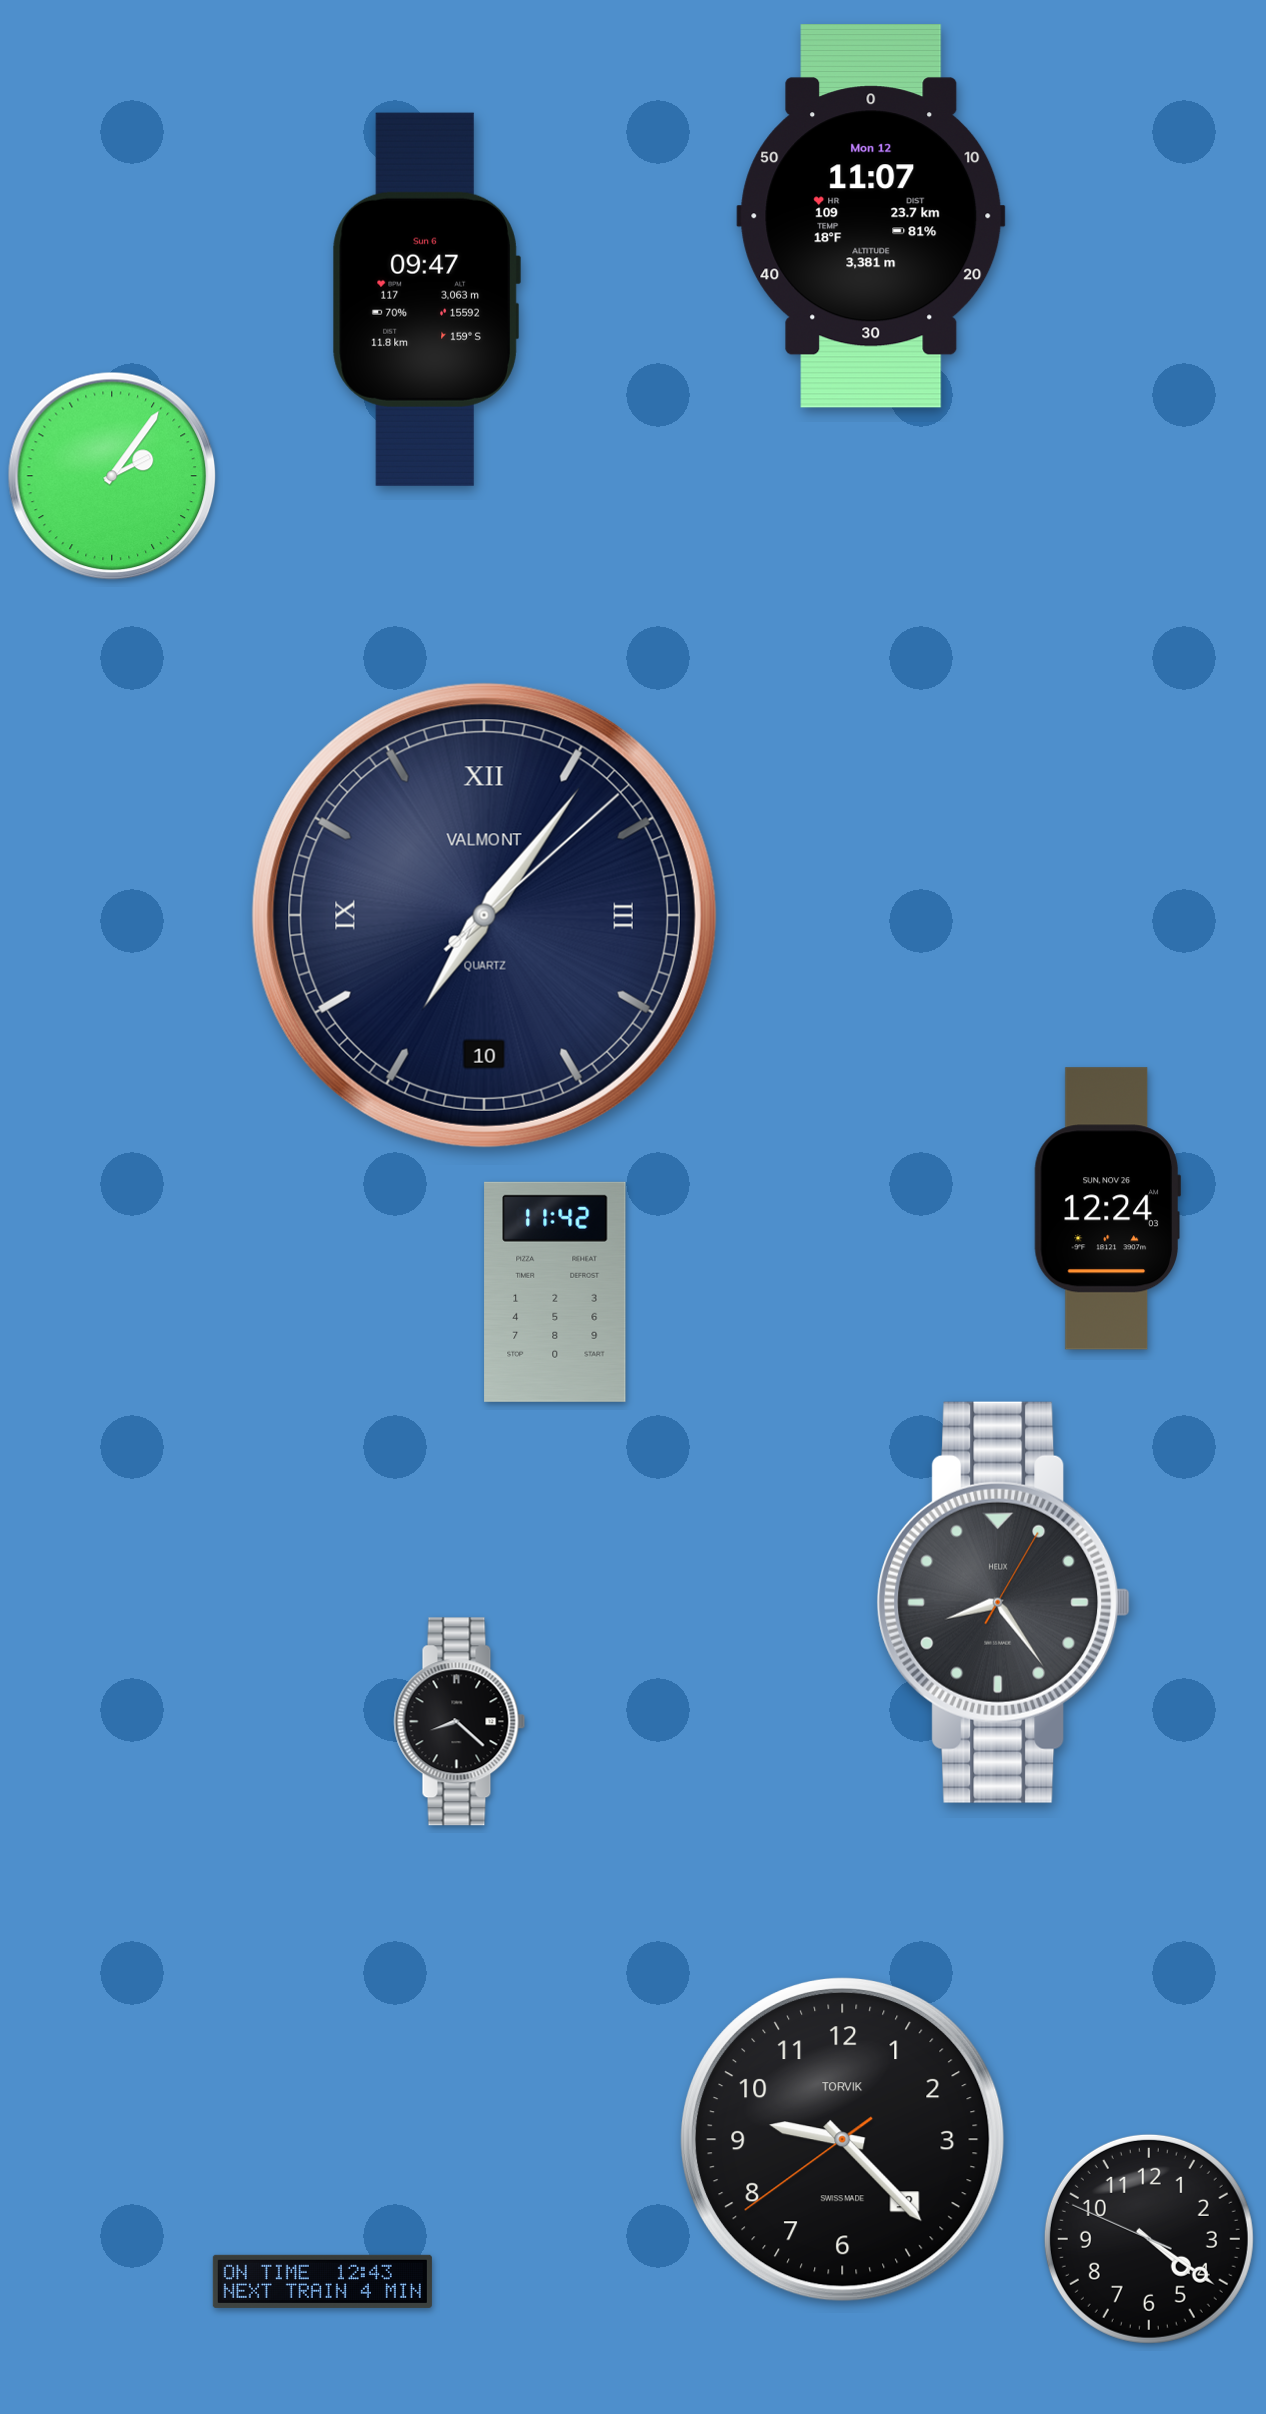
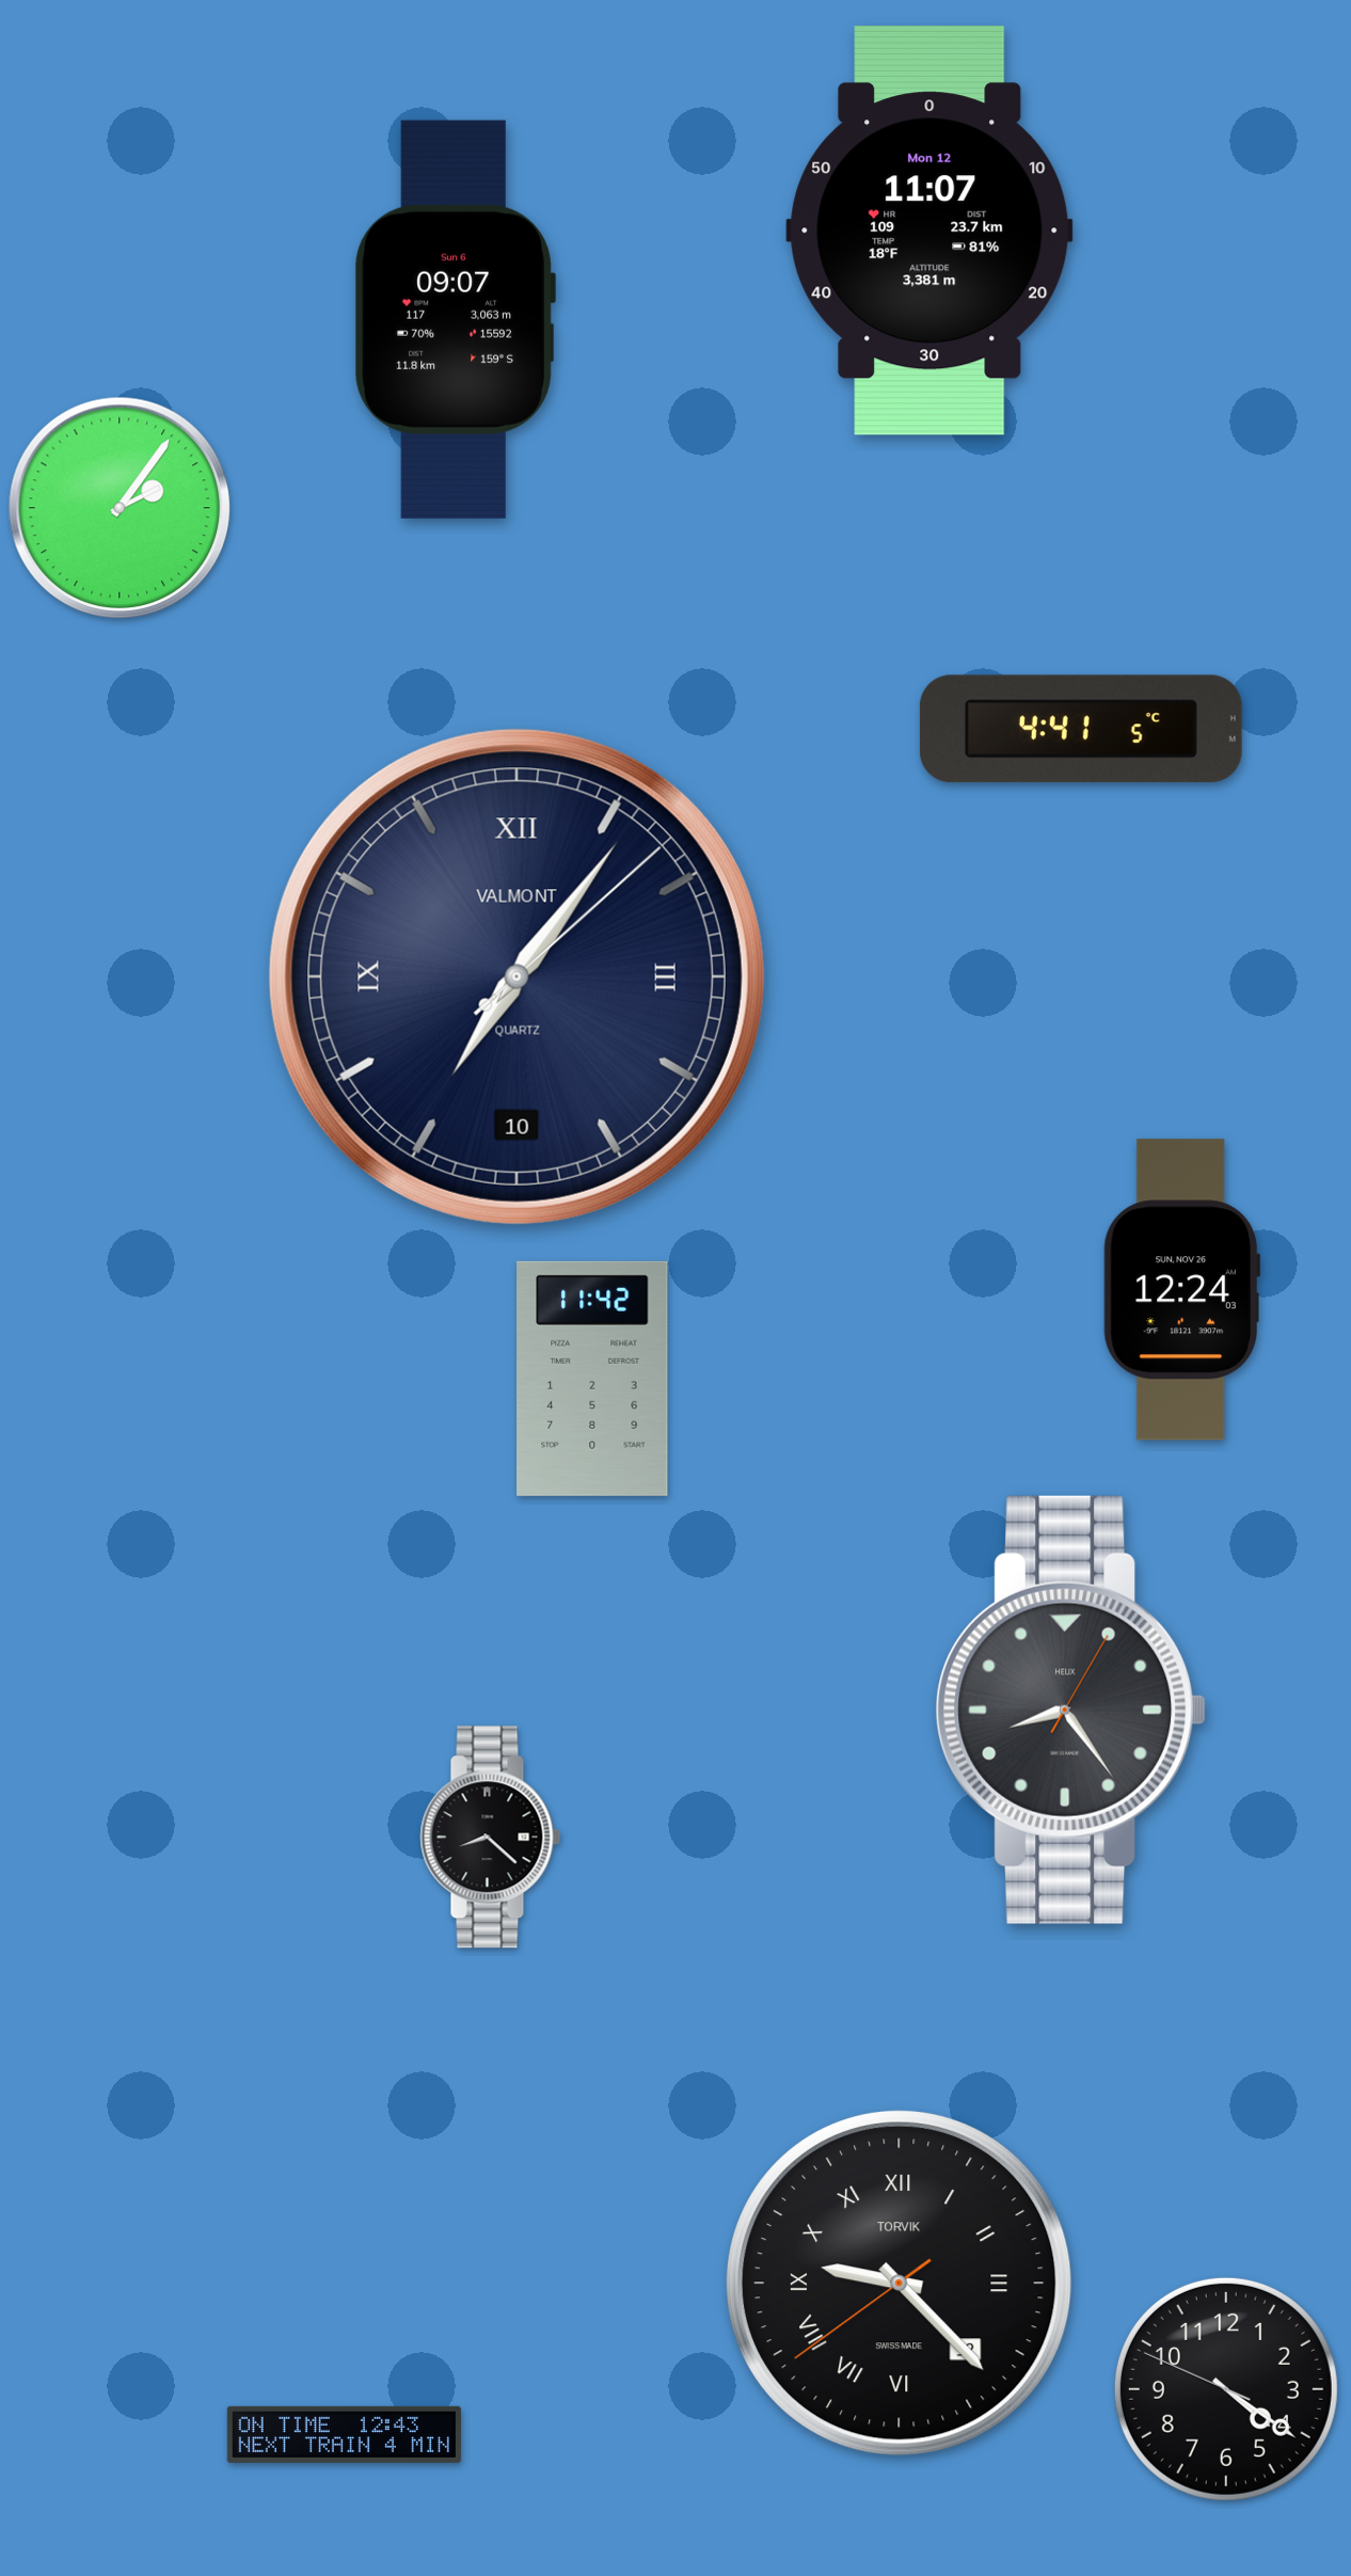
clock at (426, 299): 09:47 -> 09:07
clock at (1081, 729): none -> 4:41
clock at (842, 2139) numerals: Arabic -> Roman
